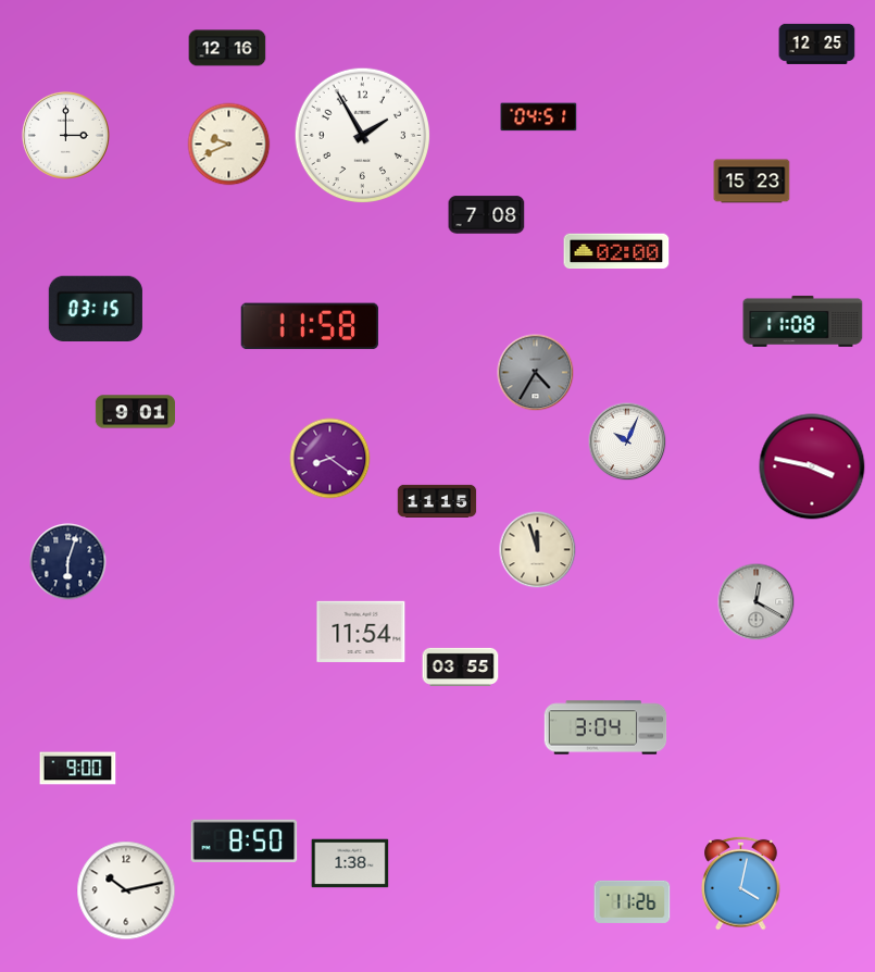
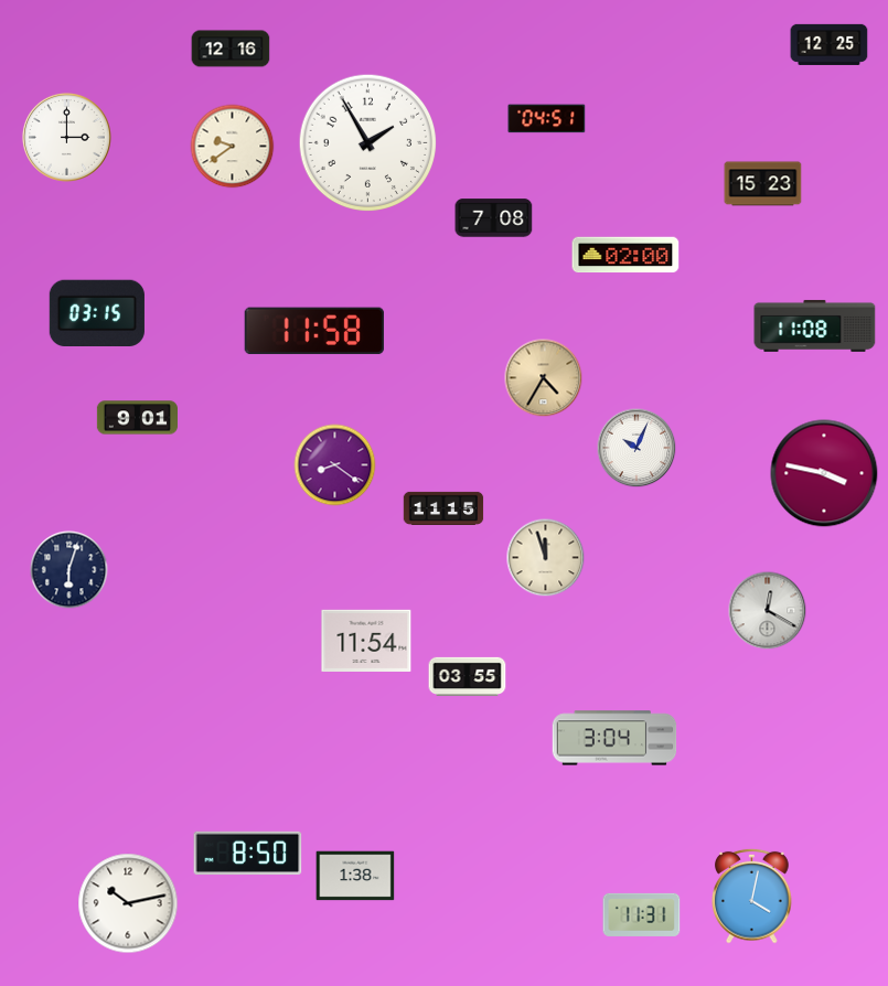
clock at (363, 136) position: (363, 136) -> (368, 143)
clock at (229, 145): 9:41 -> 9:39
clock at (536, 373) dial: grey -> champagne
clock at (78, 769): 9:00 -> none
clock at (633, 901): 11:26 -> 11:31
